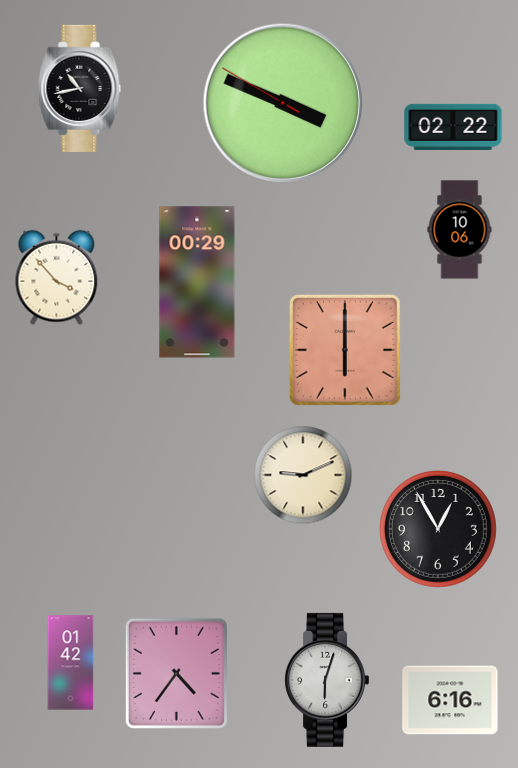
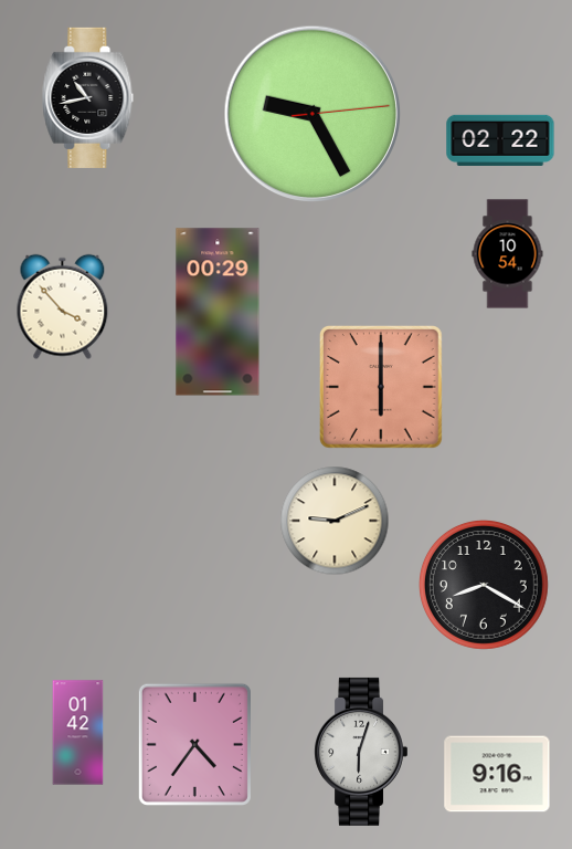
clock at (283, 103): 3:48 -> 9:25
clock at (460, 230): 10:06 -> 10:54
clock at (303, 475) position: (303, 475) -> (335, 521)
clock at (438, 529): 12:55 -> 8:20
clock at (450, 700): 6:16 -> 9:16
